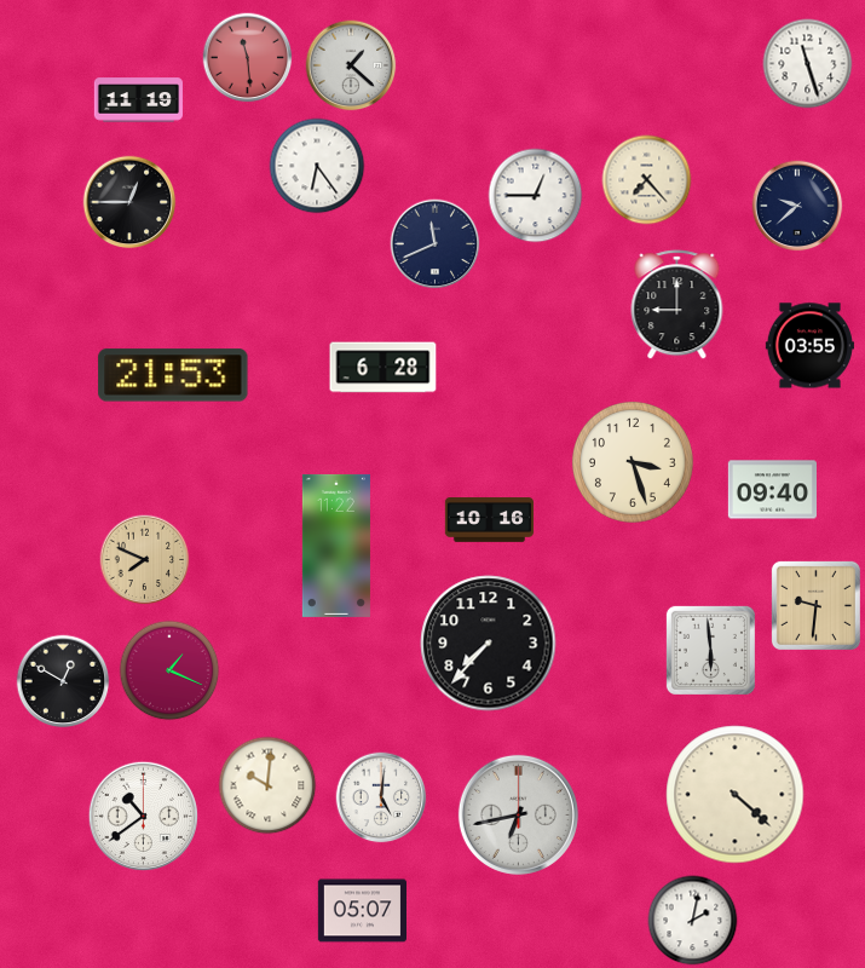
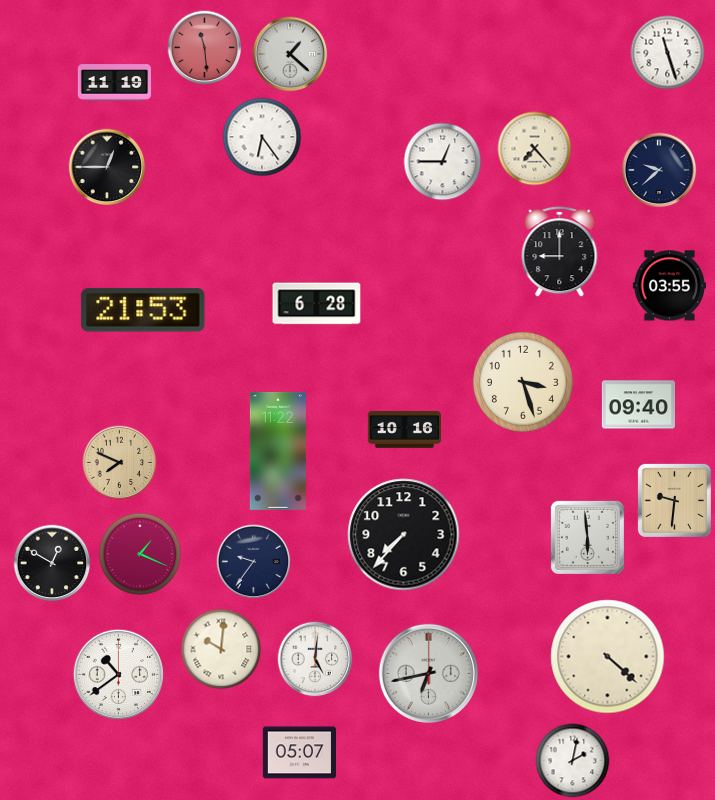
clock at (436, 244): 11:41 -> none
clock at (489, 644) position: (489, 644) -> (404, 535)
clock at (254, 562): none -> 9:36
